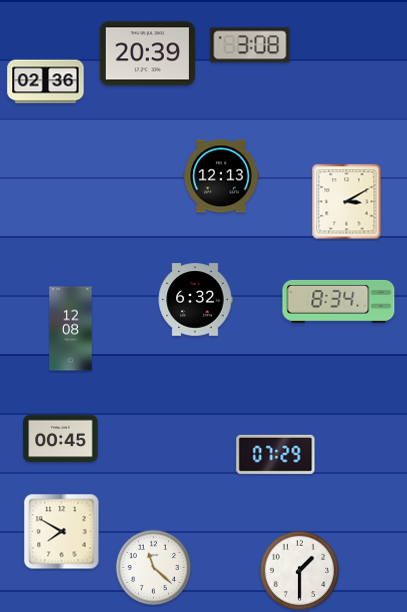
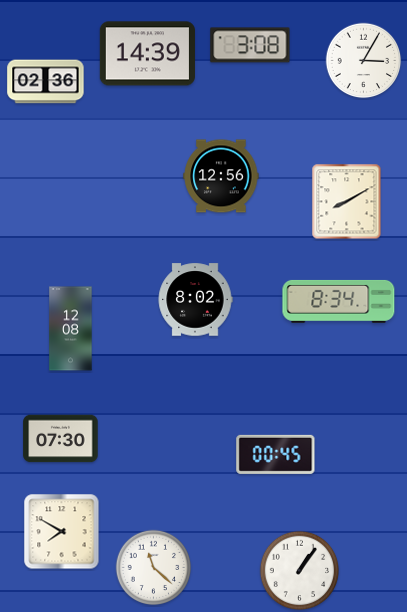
clock at (147, 54): 20:39 -> 14:39
clock at (364, 61): none -> 3:05
clock at (221, 176): 12:13 -> 12:56
clock at (347, 202): 3:10 -> 8:10
clock at (195, 300): 6:32 -> 8:02
clock at (61, 439): 00:45 -> 07:30
clock at (276, 454): 07:29 -> 00:45
clock at (300, 571): 1:30 -> 1:06
